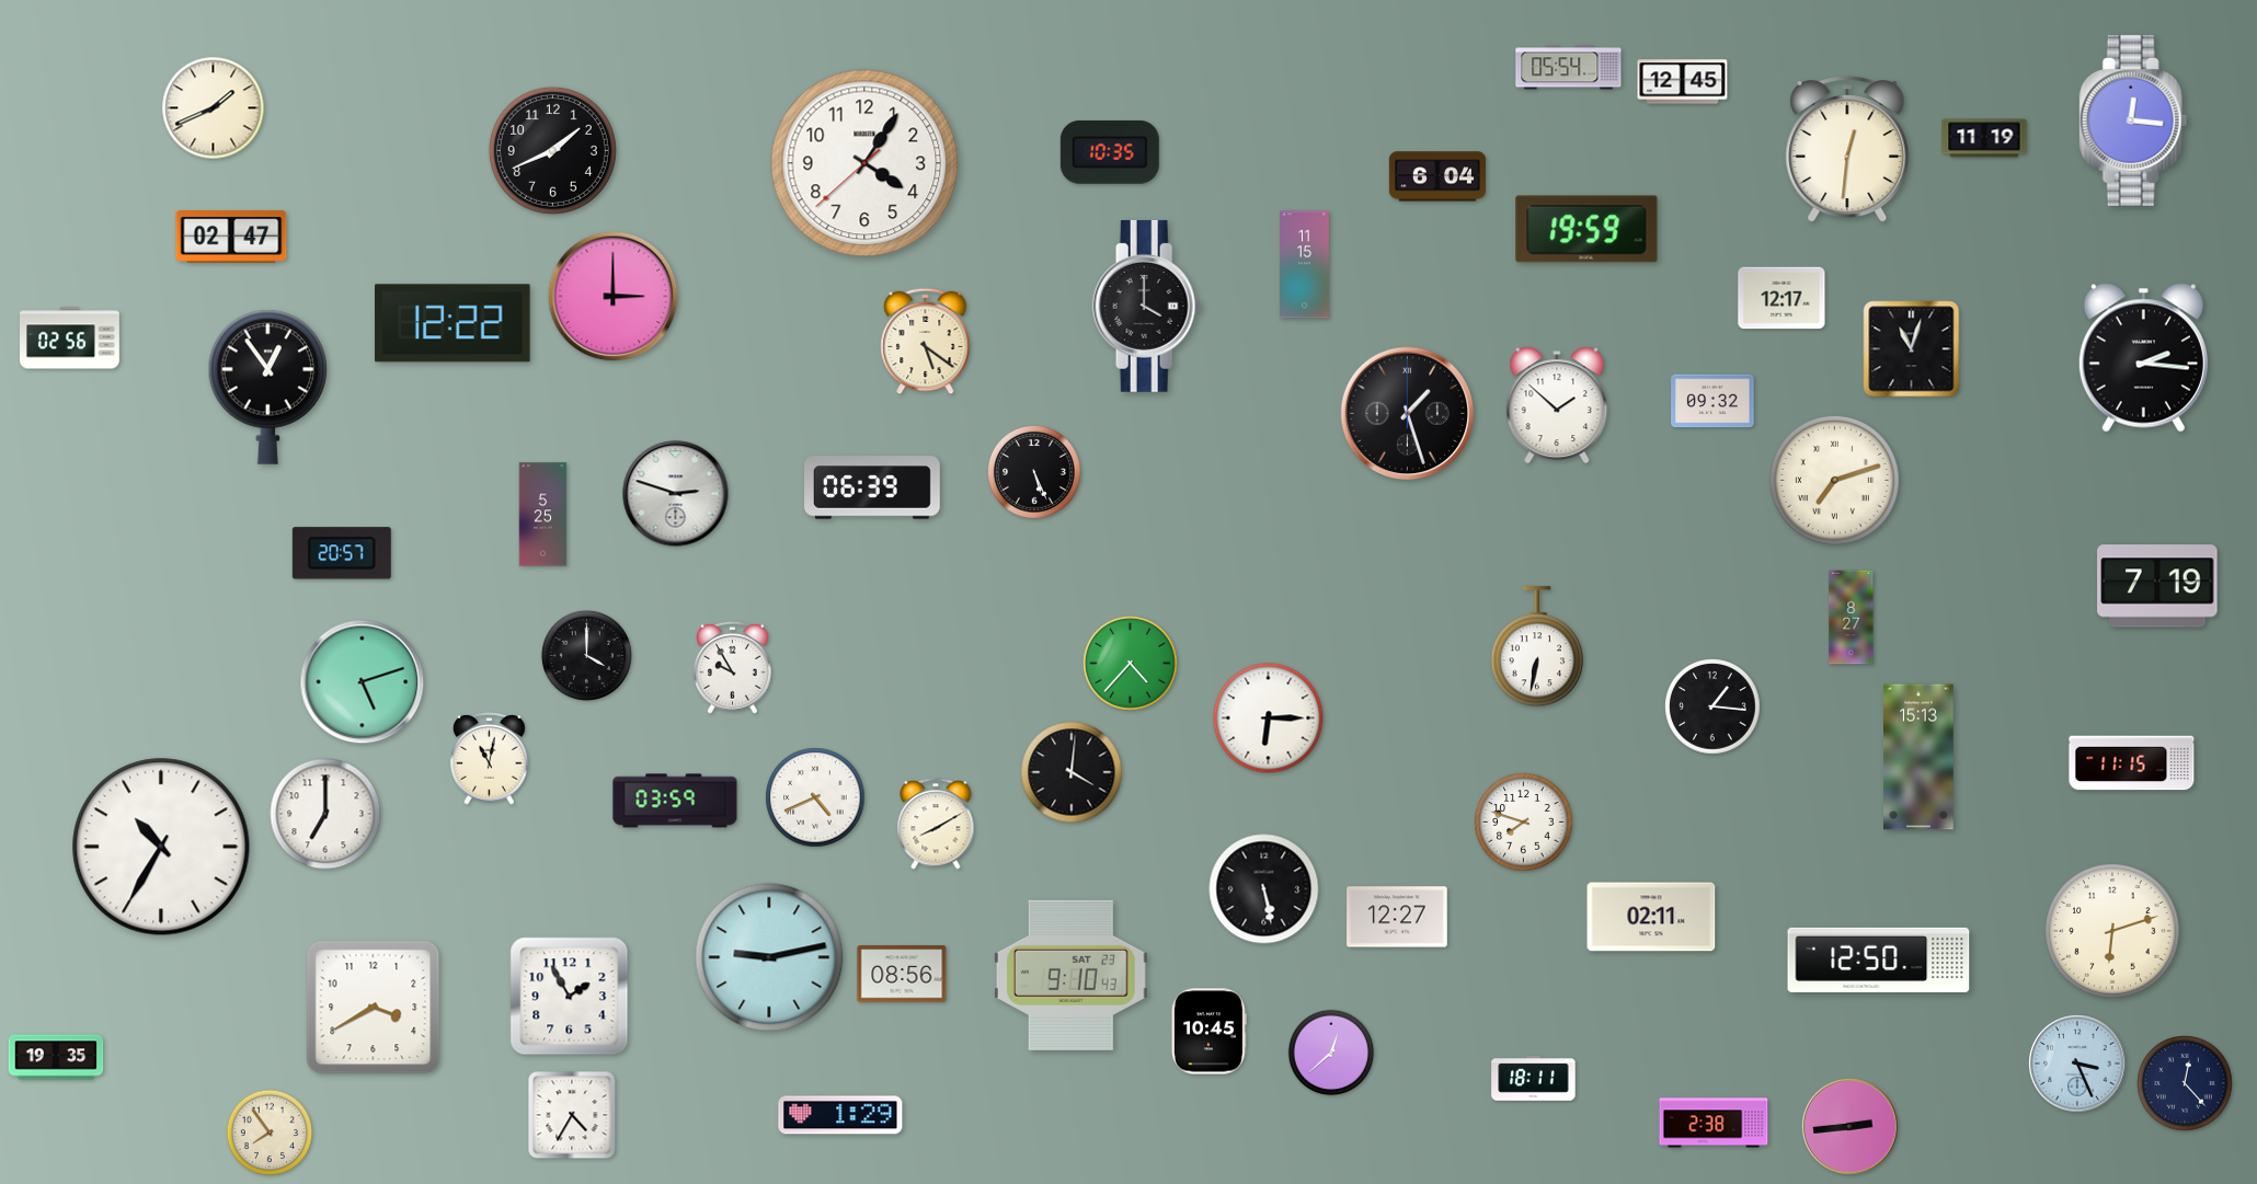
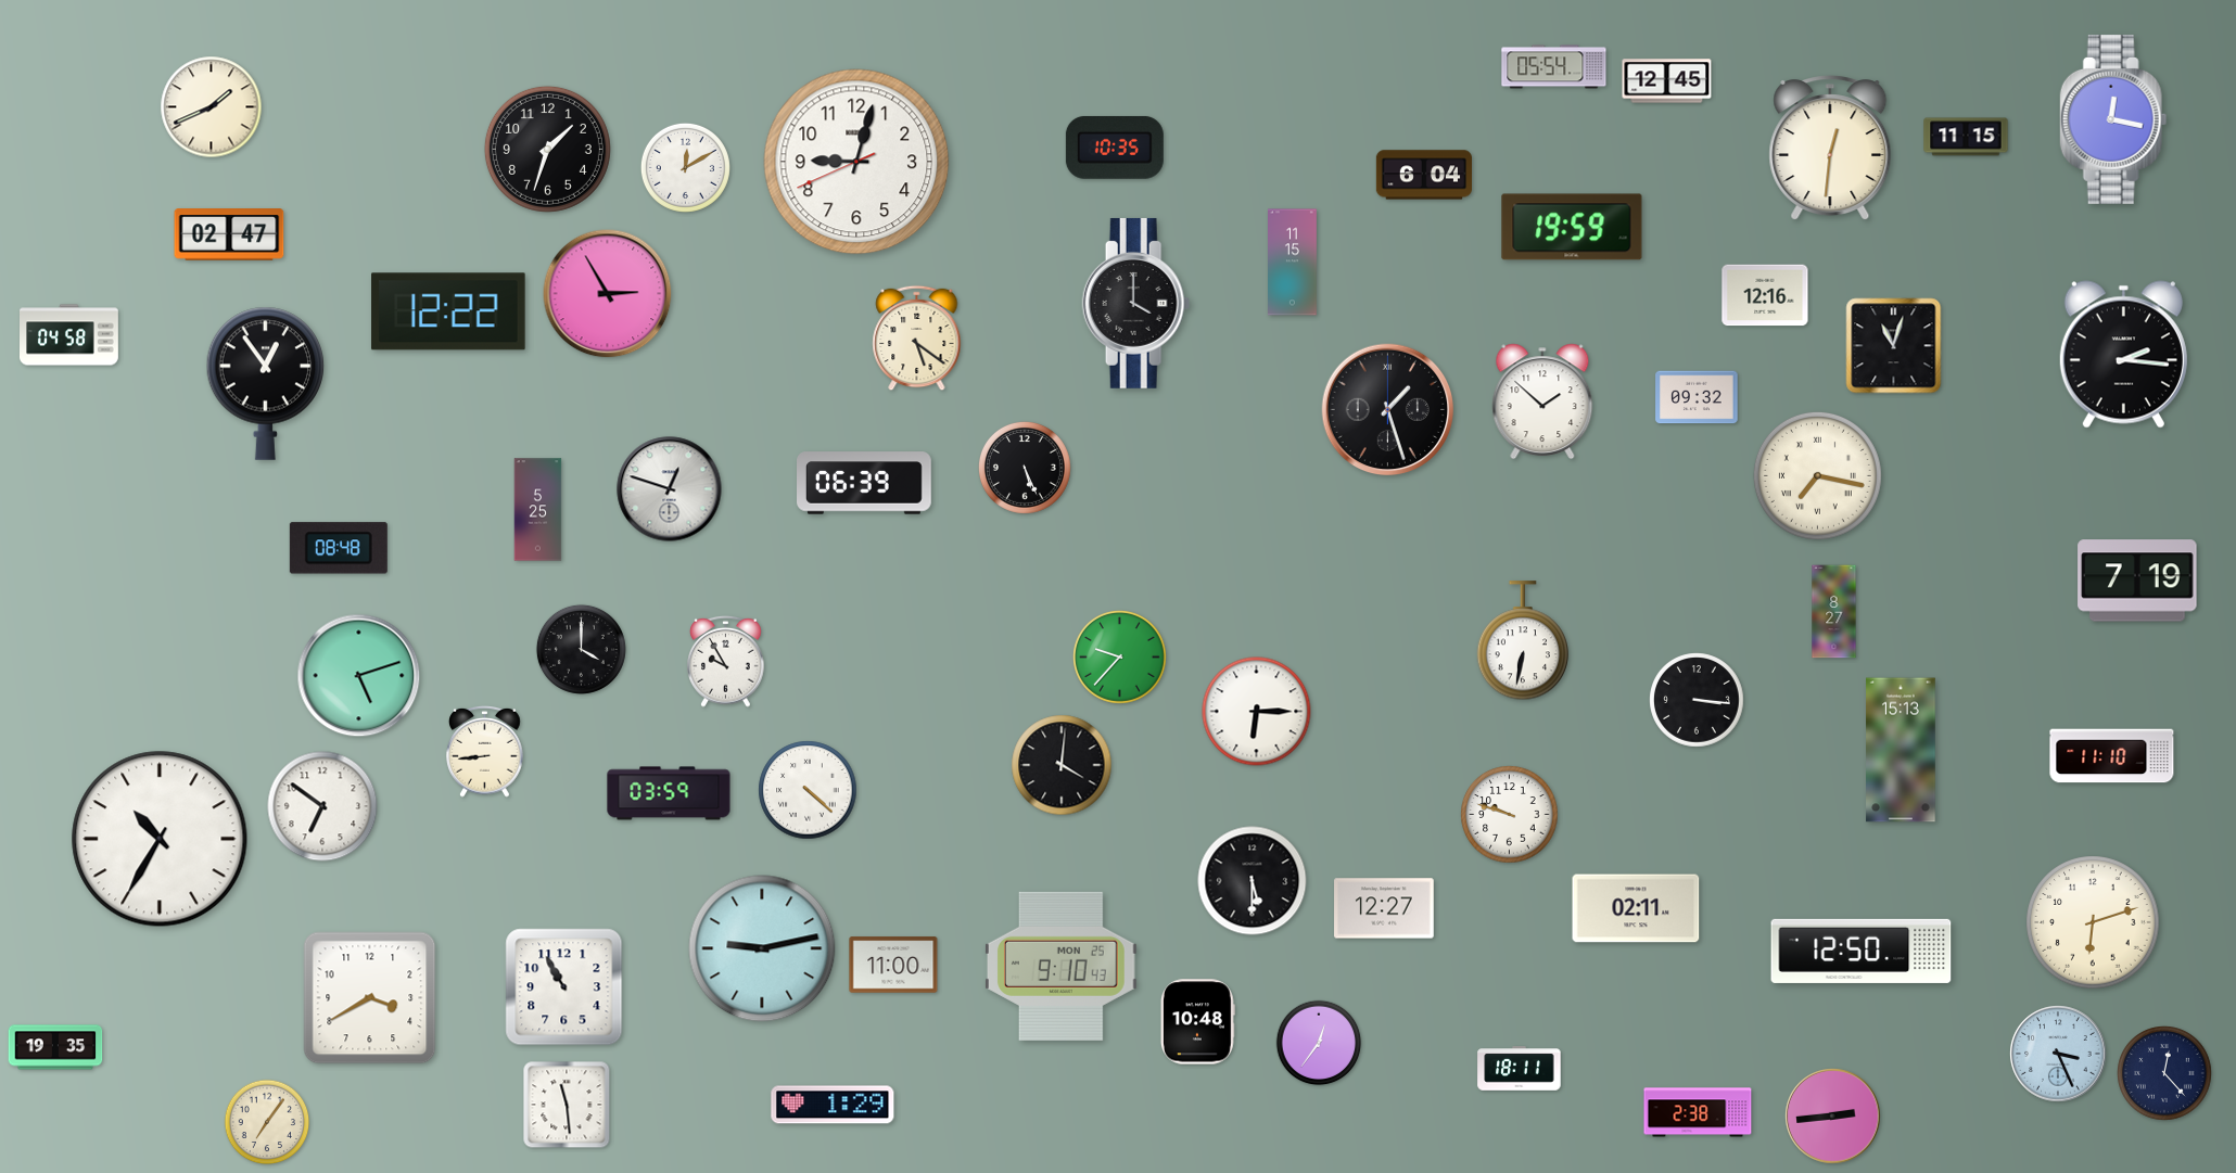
clock at (2133, 120): 12:16 -> 12:17
clock at (1984, 138): 11:19 -> 11:15
clock at (552, 150): 1:41 -> 1:33
clock at (1110, 152) position: (1110, 152) -> (1115, 148)
clock at (864, 163): 4:05 -> 9:02
clock at (685, 167): none -> 12:10
clock at (614, 297): 3:00 -> 2:55
clock at (1781, 298): 12:17 -> 12:16
clock at (452, 323) position: (452, 323) -> (448, 311)
clock at (70, 338): 02:56 -> 04:58
clock at (1408, 414) position: (1408, 414) -> (1388, 410)
clock at (1834, 480): 7:12 -> 7:17
clock at (676, 494): 2:48 -> 12:48
clock at (342, 553): 20:57 -> 08:48
clock at (1131, 664): 4:37 -> 9:37
clock at (1712, 706): 1:16 -> 3:16
clock at (490, 758): 11:02 -> 8:44
clock at (2132, 763): 11:15 -> 11:10
clock at (815, 797): 4:41 -> 4:22
clock at (325, 814): 7:00 -> 6:51
clock at (1524, 823): 7:48 -> 9:48
clock at (936, 824): 8:10 -> none
clock at (1264, 889): 5:28 -> 5:30
clock at (902, 974): 08:56 -> 11:00
clock at (1072, 975) date: SAT 23 -> MON 25
clock at (570, 997): 1:55 -> 10:55
clock at (1208, 1032): 10:45 -> 10:48
clock at (1331, 1053): 12:38 -> 12:36
clock at (572, 1115): 4:35 -> 11:29
clock at (270, 1133): 7:54 -> 7:06
